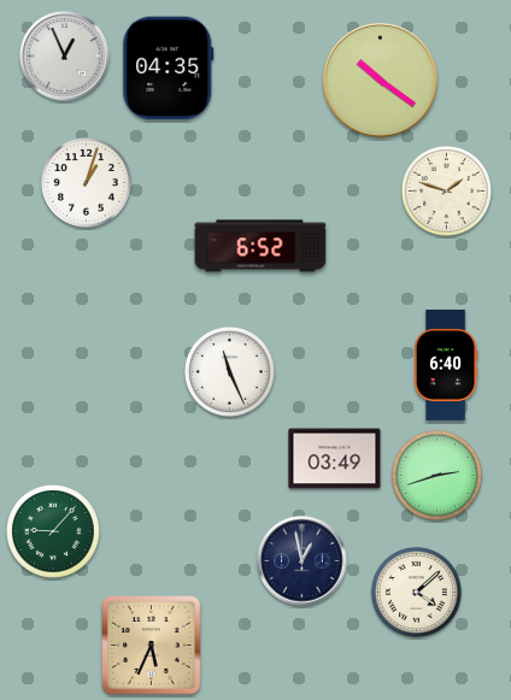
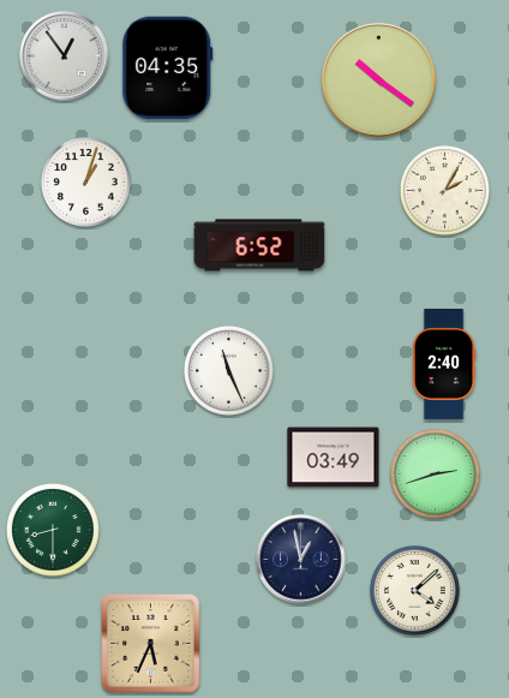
clock at (65, 57): 12:56 -> 12:54
clock at (447, 192): 1:48 -> 2:05
clock at (446, 365): 6:40 -> 2:40
clock at (54, 533): 9:07 -> 8:30
